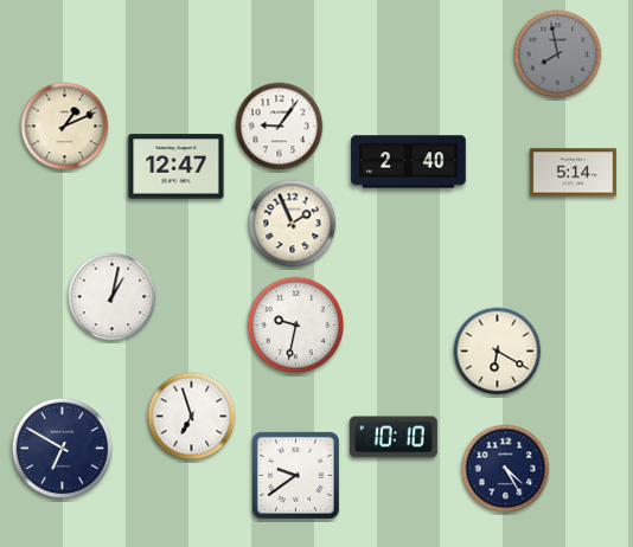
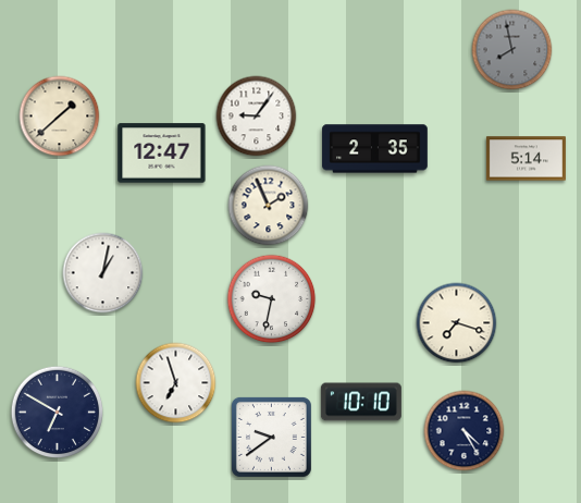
clock at (65, 127): 1:11 -> 1:38
clock at (409, 162): 2:40 -> 2:35
clock at (498, 352): 6:20 -> 7:18
